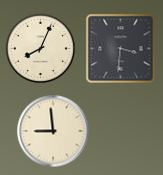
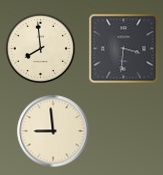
clock at (40, 48): 8:04 -> 7:59
clock at (121, 49) position: (121, 49) -> (124, 49)
